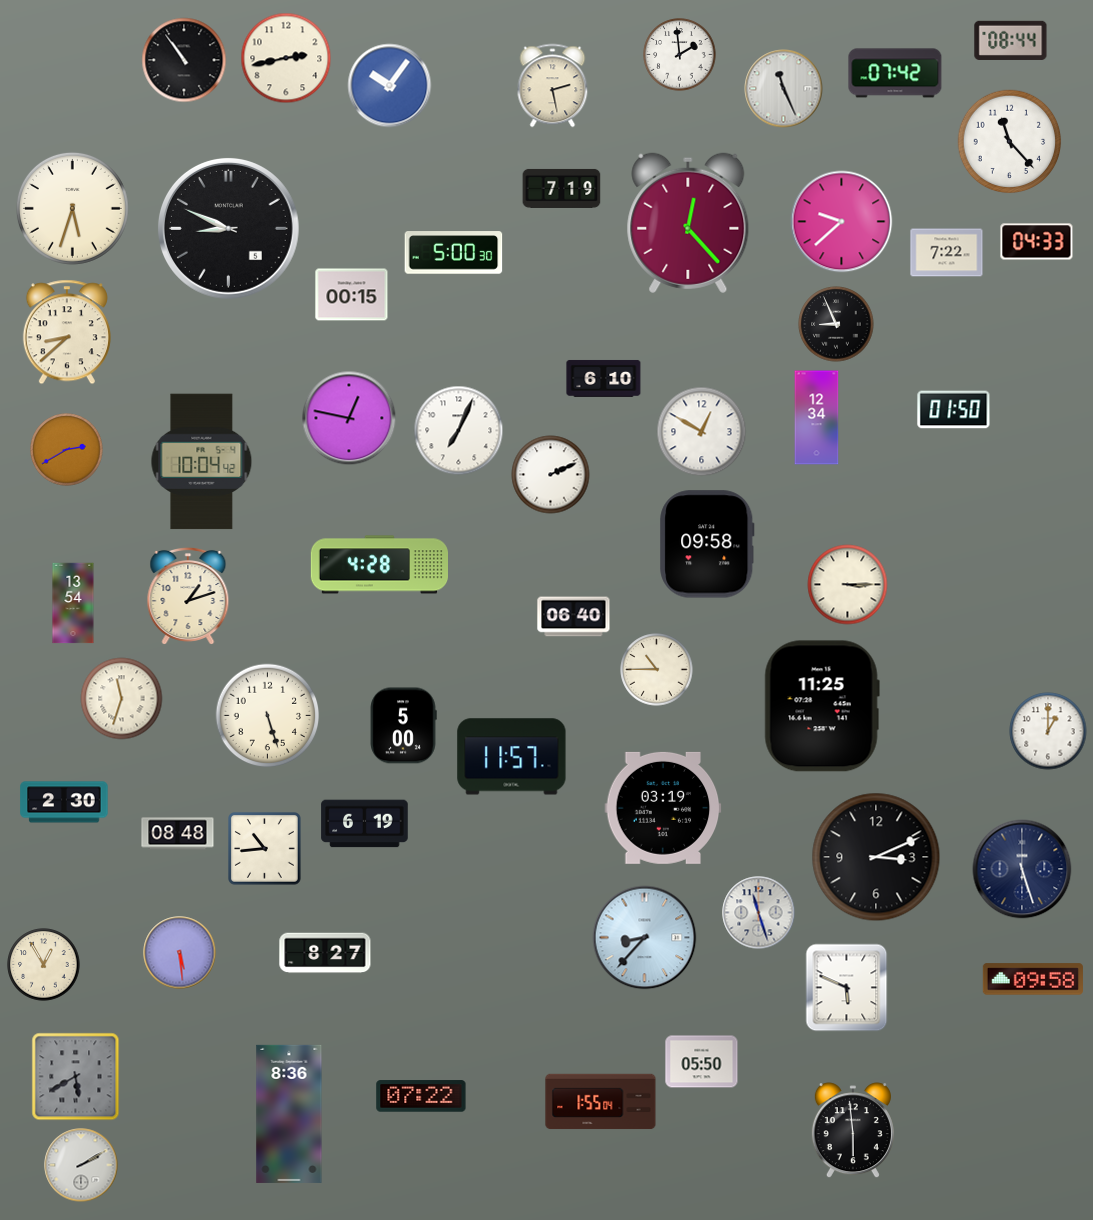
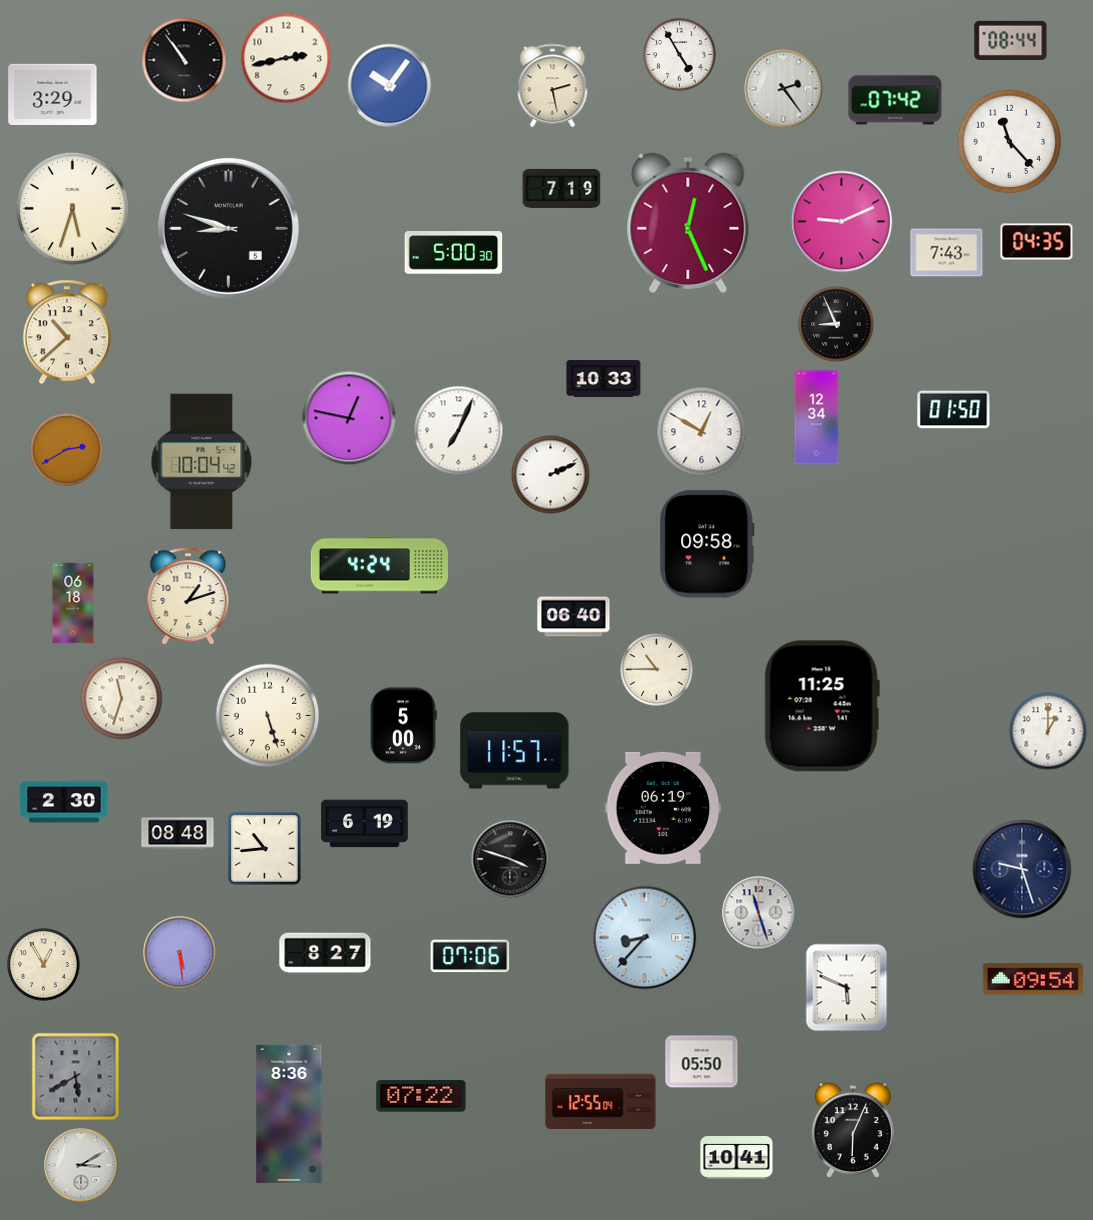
clock at (680, 55): 1:59 -> 4:55
clock at (895, 73) position: (895, 73) -> (895, 100)
clock at (784, 89): 11:26 -> 2:24
clock at (53, 94): none -> 3:29
clock at (842, 222): 9:38 -> 9:11
clock at (688, 223): 12:23 -> 12:26
clock at (228, 228): 8:49 -> 8:48
clock at (1037, 242): 04:33 -> 04:35
clock at (947, 253): 7:22 -> 7:43
clock at (352, 295): 00:15 -> none
clock at (67, 332): 8:38 -> 10:38
clock at (604, 378): 6:10 -> 10:33
clock at (379, 565): 4:28 -> 4:24
clock at (848, 585): 3:15 -> none
clock at (73, 603): 13:54 -> 06:18
clock at (512, 757) position: (512, 757) -> (515, 751)
clock at (663, 808): 03:19 -> 06:19
clock at (876, 857): 3:11 -> none
clock at (510, 859): none -> 3:48
clock at (1022, 869): 5:27 -> 9:27
clock at (470, 956): none -> 07:06
clock at (1033, 979): 09:58 -> 09:54
clock at (601, 1102): 1:55 -> 12:55
clock at (853, 1131): 5:59 -> 6:04
clock at (737, 1158): none -> 10:41
clock at (81, 1165): 2:10 -> 3:10
